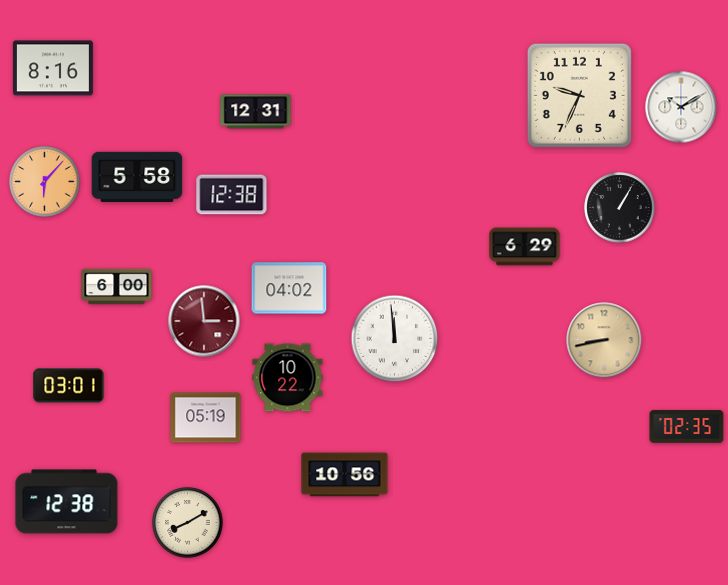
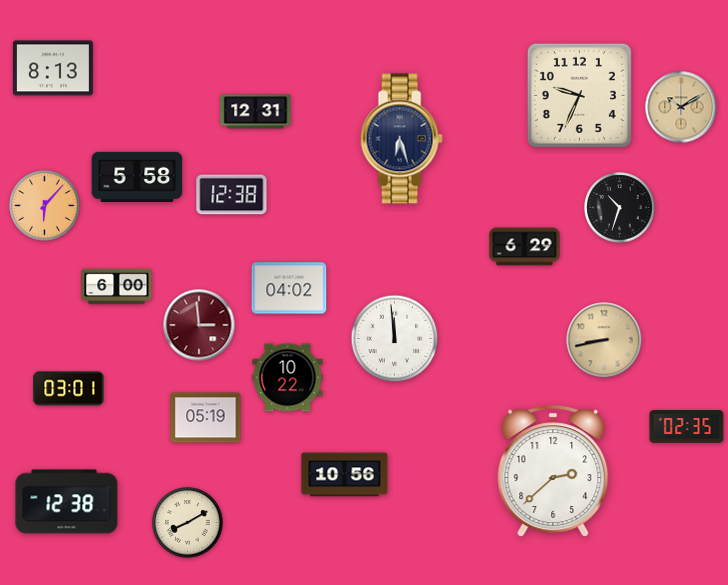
clock at (53, 68): 8:16 -> 8:13
clock at (681, 107) dial: white -> champagne
clock at (401, 139): none -> 6:27
clock at (45, 182) position: (45, 182) -> (45, 206)
clock at (620, 208): 1:05 -> 10:33
clock at (204, 321) position: (204, 321) -> (199, 325)
clock at (69, 386) position: (69, 386) -> (69, 389)
clock at (553, 471): none -> 2:38
